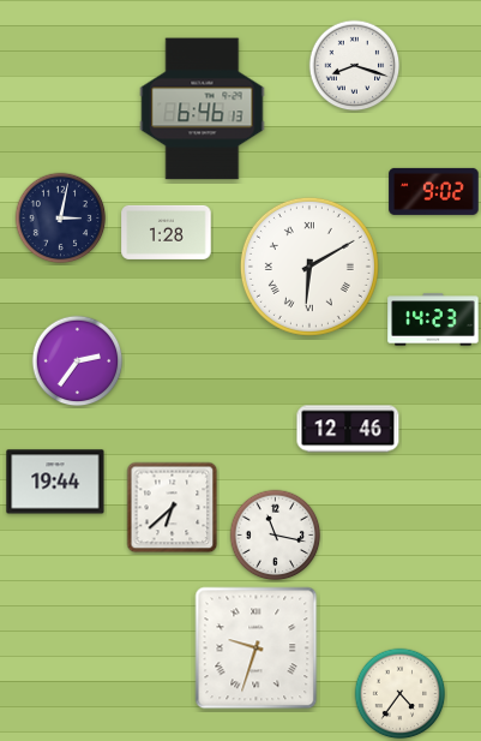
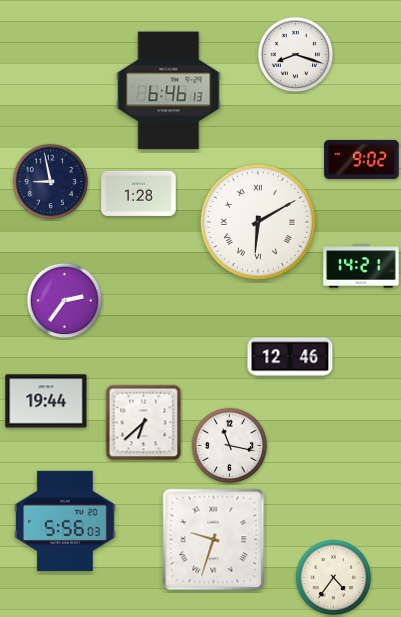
clock at (61, 219): 3:02 -> 8:58
clock at (433, 319): 14:23 -> 14:21
clock at (65, 521): none -> 5:56
